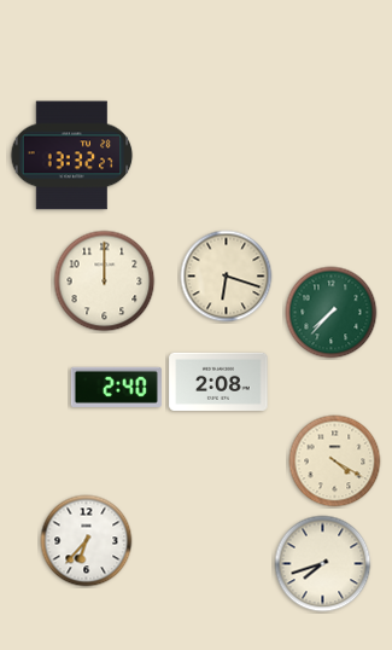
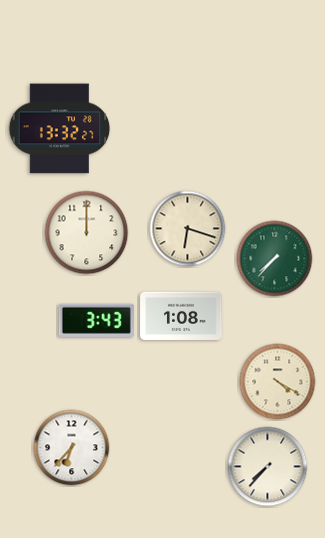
clock at (218, 382): 2:08 -> 1:08
clock at (116, 387): 2:40 -> 3:43
clock at (323, 564): 7:42 -> 7:37
